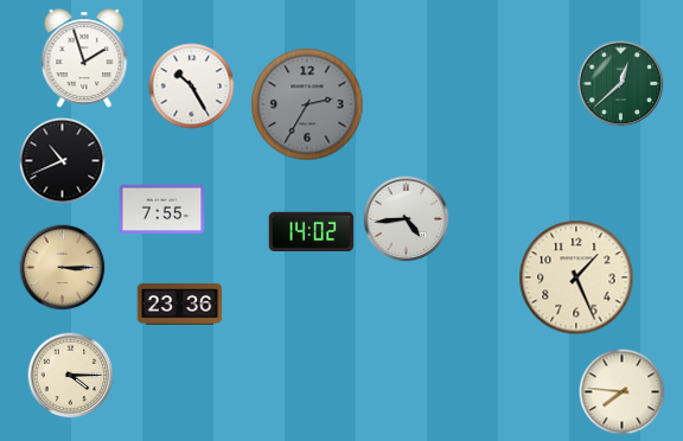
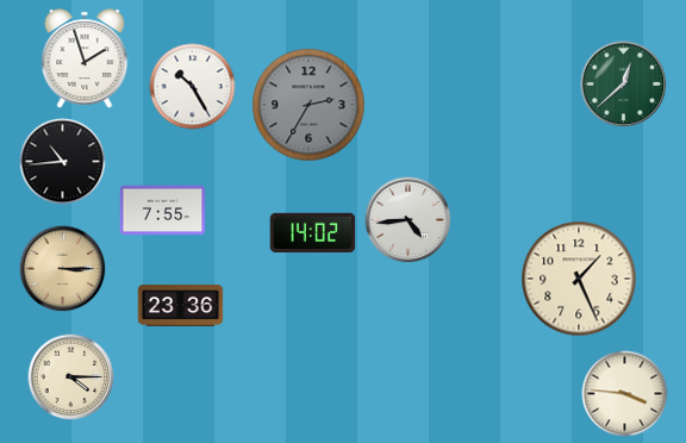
clock at (63, 161): 10:41 -> 10:44
clock at (623, 392): 7:46 -> 3:46
